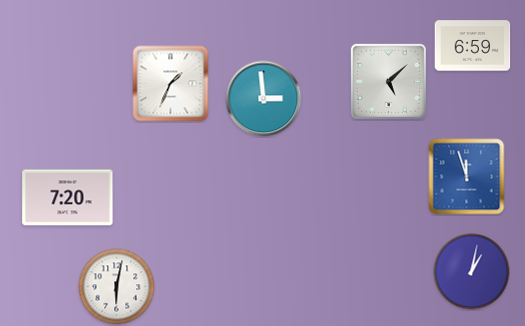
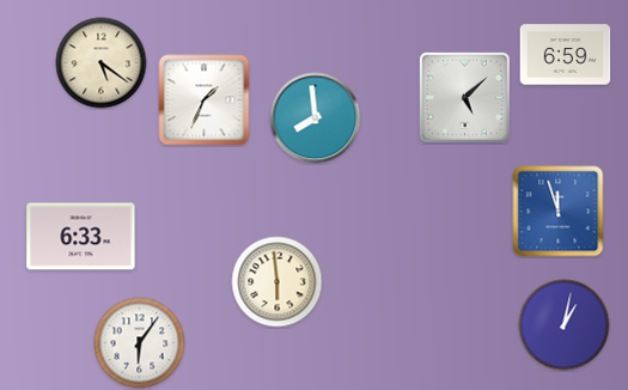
clock at (102, 63): none -> 5:21
clock at (264, 99): 2:59 -> 7:59
clock at (68, 198): 7:20 -> 6:33
clock at (278, 282): none -> 5:59
clock at (117, 287): 6:02 -> 6:06
